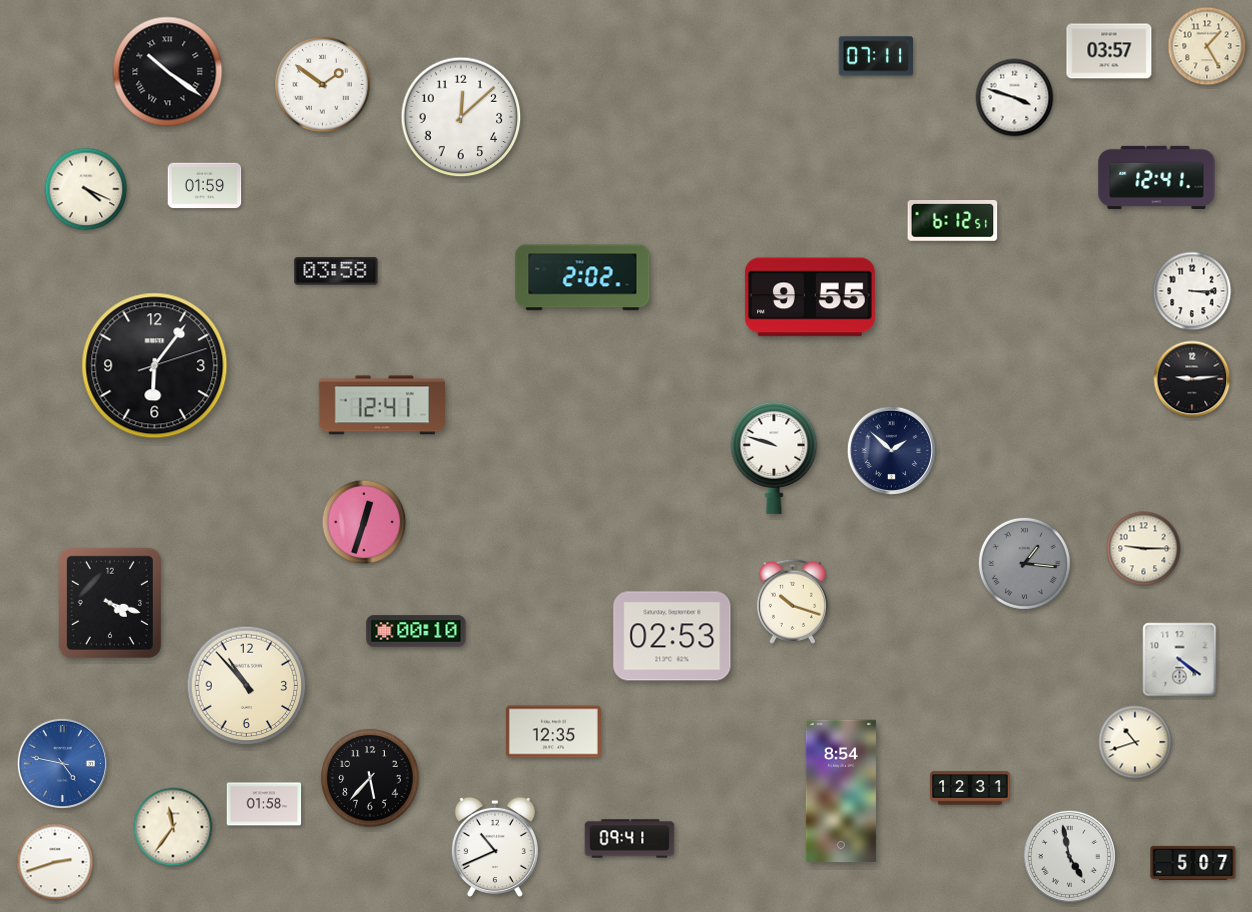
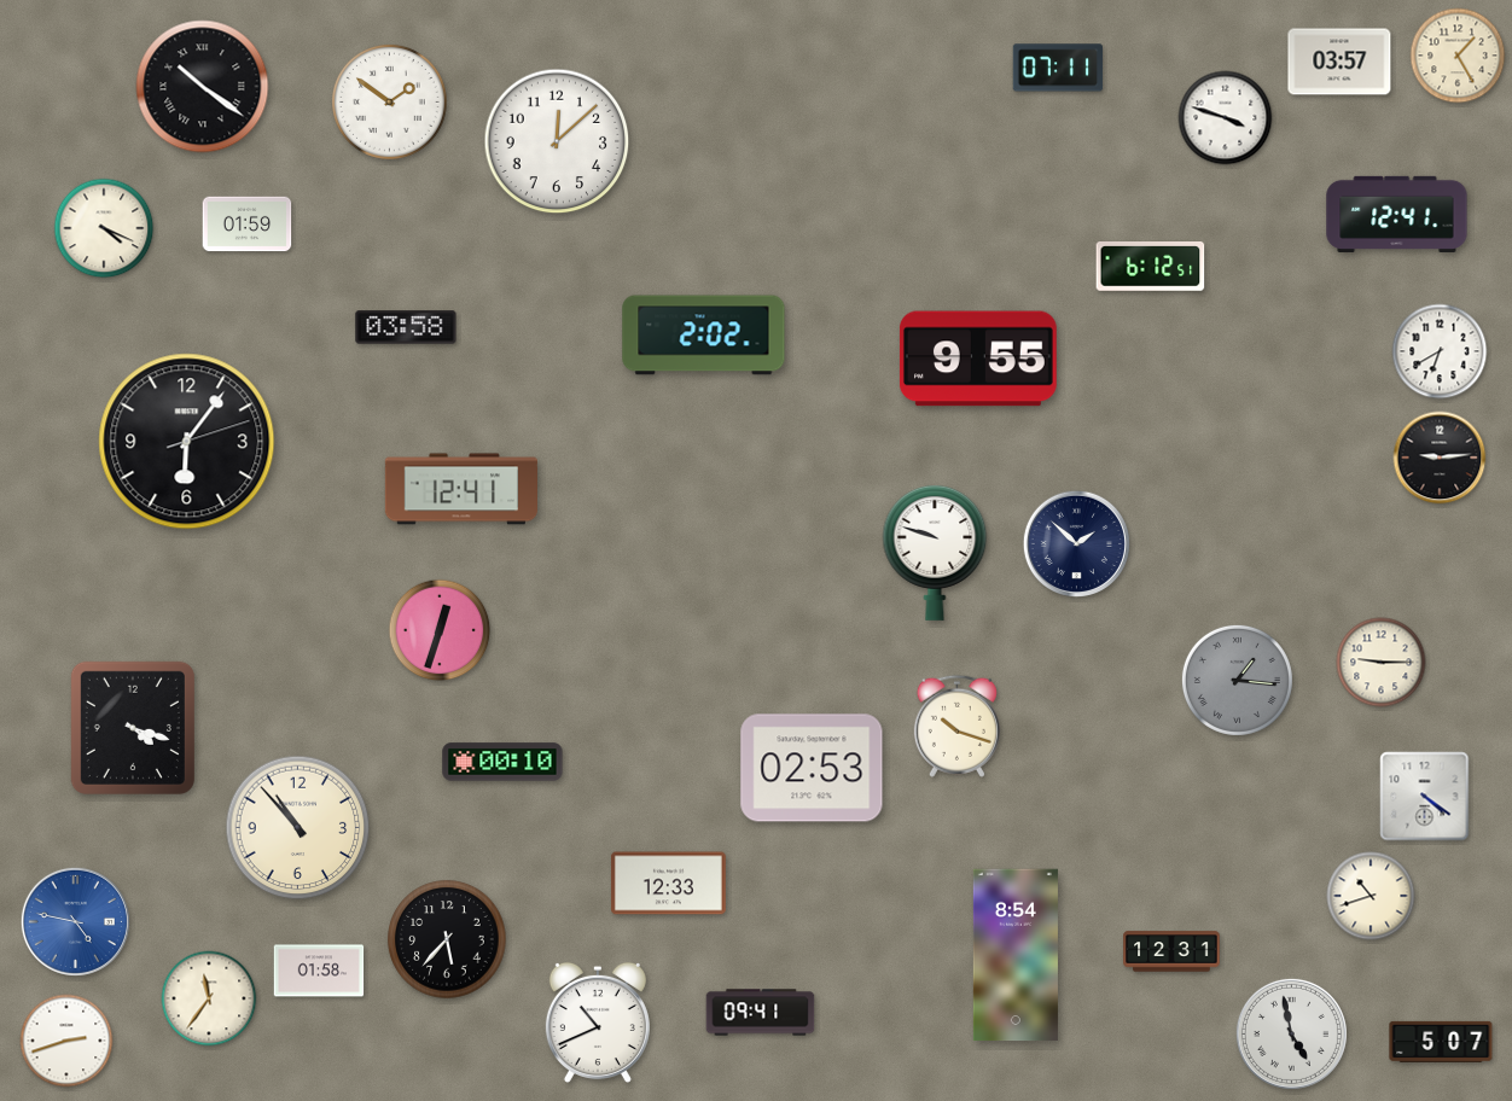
clock at (1192, 291): 3:15 -> 6:40
clock at (553, 732): 12:35 -> 12:33
